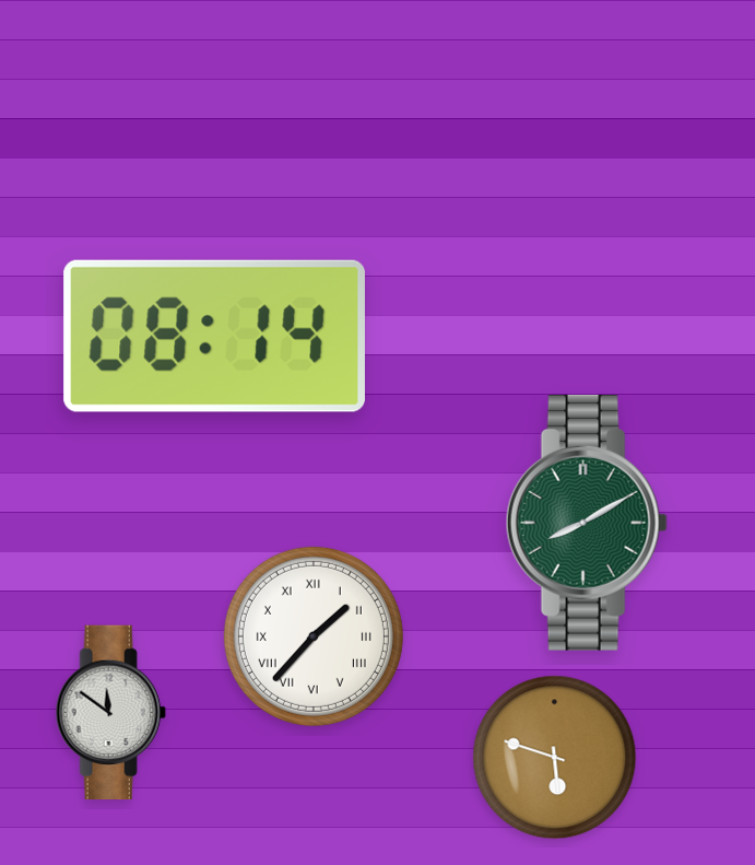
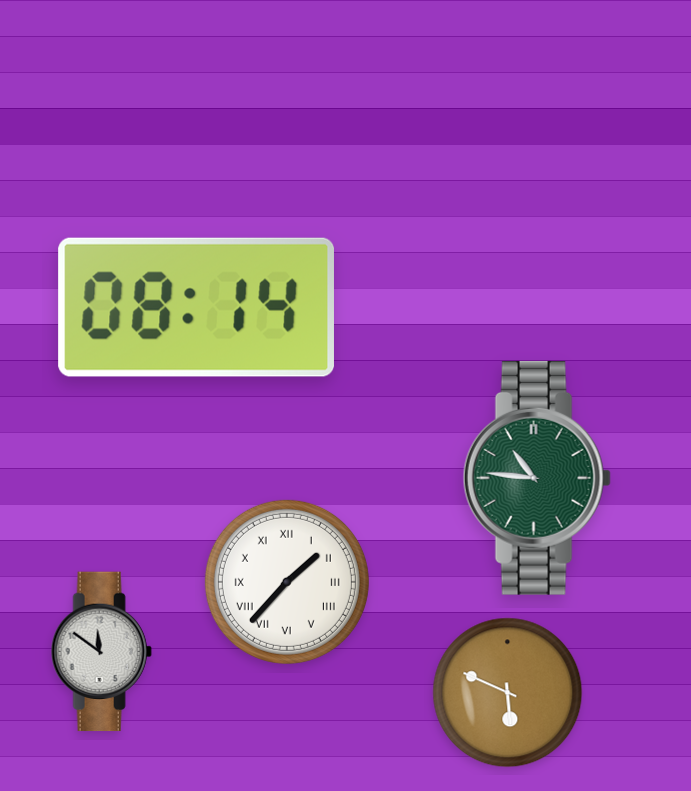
clock at (587, 523): 8:10 -> 10:46
clock at (555, 758): 5:48 -> 5:49
